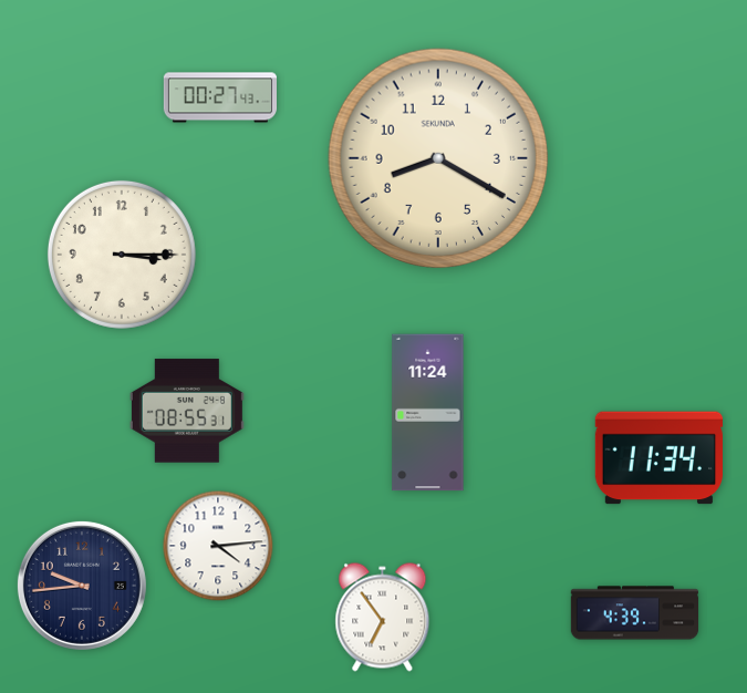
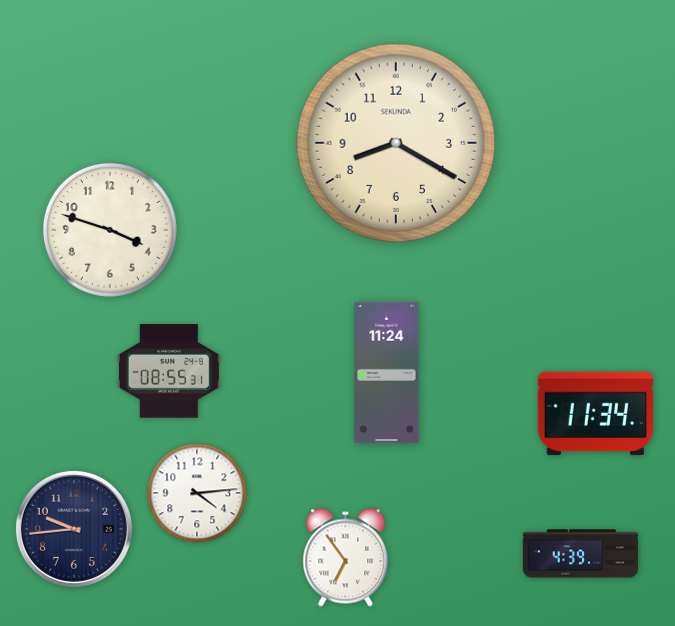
clock at (219, 97): 00:27 -> none
clock at (122, 255): 3:15 -> 3:48
clock at (635, 613) position: (635, 613) -> (581, 554)
